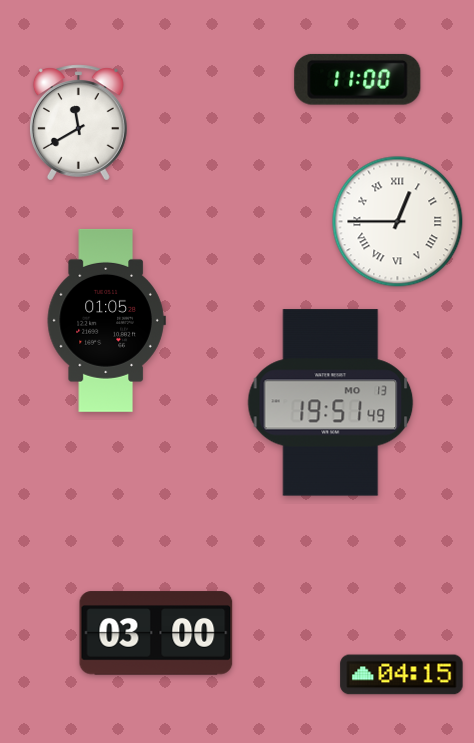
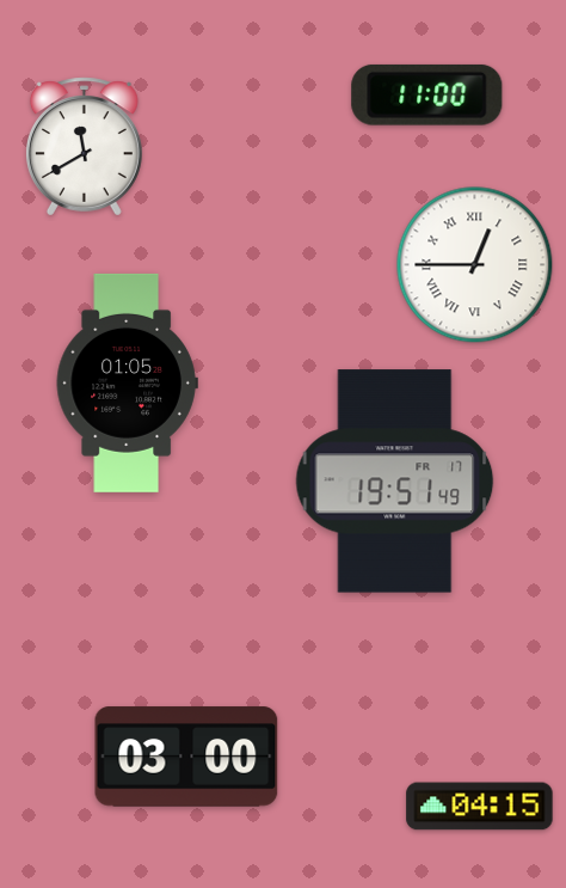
clock at (78, 123) position: (78, 123) -> (84, 147)
clock at (331, 403) date: MO 13 -> FR 17
